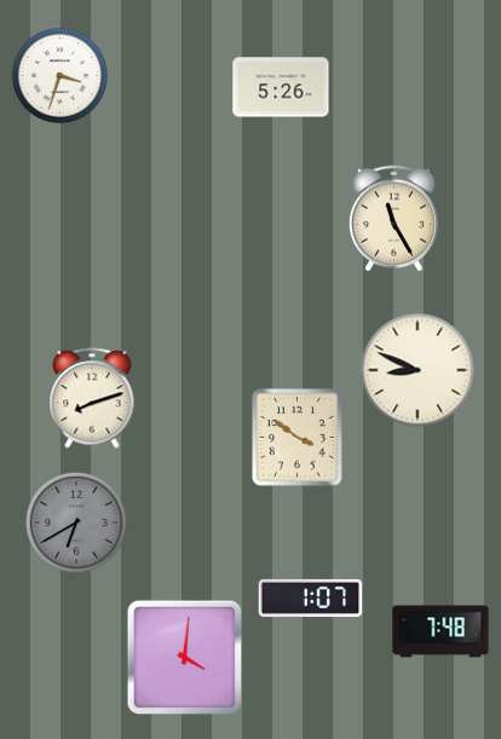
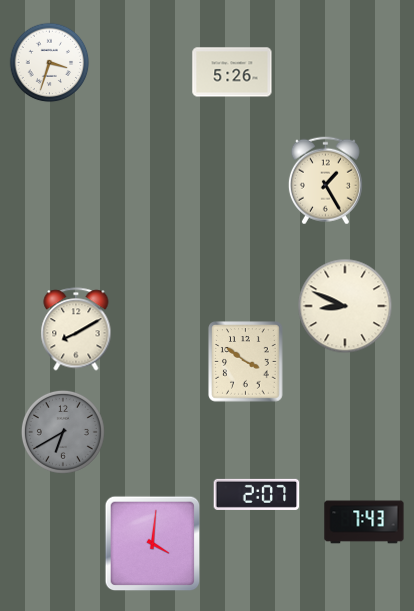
clock at (393, 219): 11:25 -> 1:25
clock at (92, 398): 8:12 -> 8:10
clock at (311, 597): 1:07 -> 2:07
clock at (440, 631): 7:48 -> 7:43
